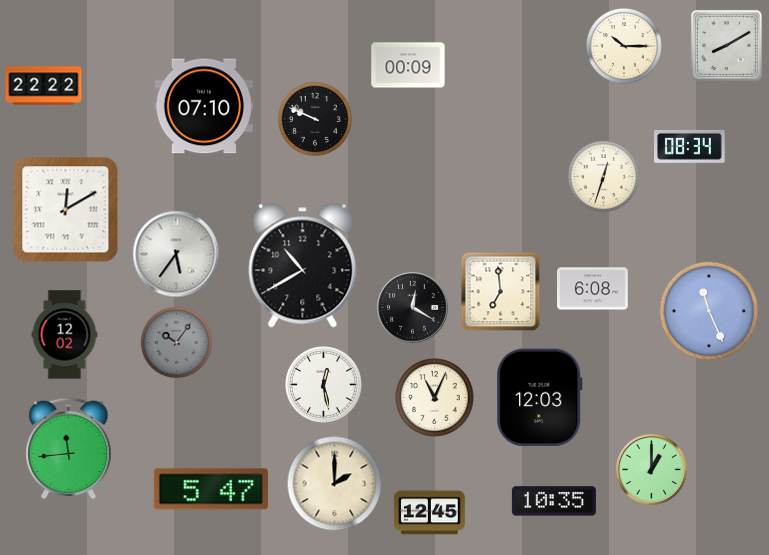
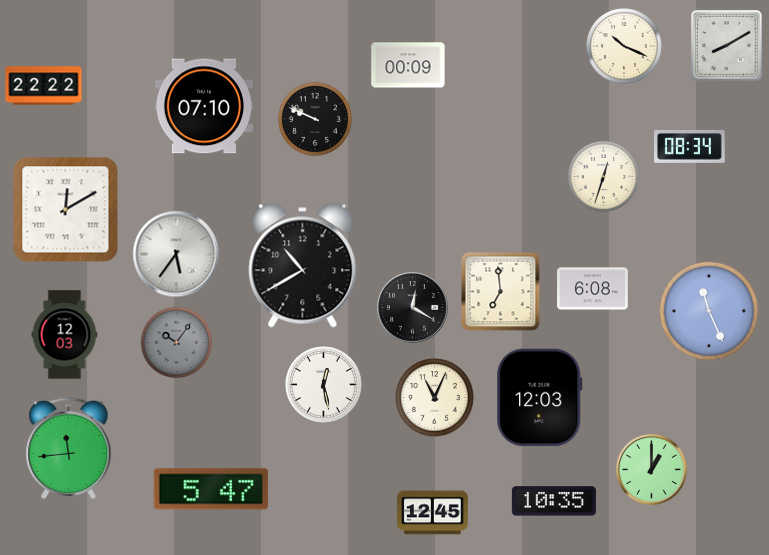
clock at (624, 46): 10:15 -> 10:19
clock at (65, 335): 12:02 -> 12:03
clock at (335, 484): 2:00 -> none
clock at (430, 513) position: (430, 513) -> (433, 513)
